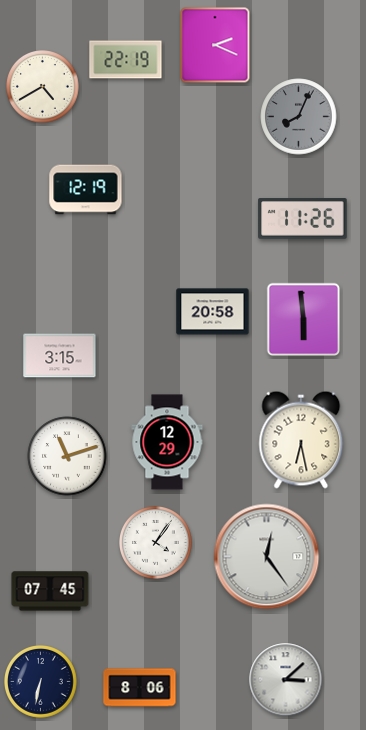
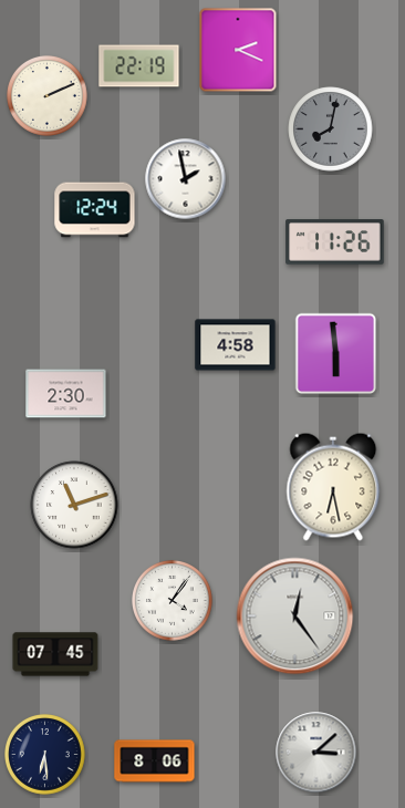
clock at (43, 87): 4:40 -> 2:11
clock at (299, 117): 8:04 -> 8:02
clock at (186, 179): none -> 1:58
clock at (86, 190): 12:19 -> 12:24
clock at (213, 312): 20:58 -> 4:58
clock at (60, 356): 3:15 -> 2:30
clock at (167, 442): 12:29 -> none
clock at (41, 682): 6:32 -> 6:29
